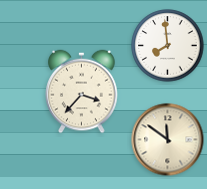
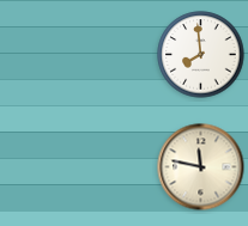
clock at (82, 92): 3:37 -> none
clock at (168, 140): 11:51 -> 11:47
